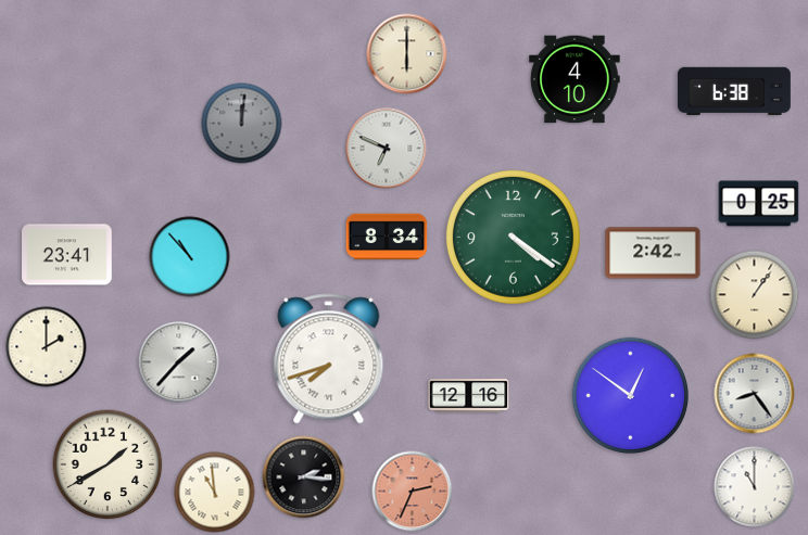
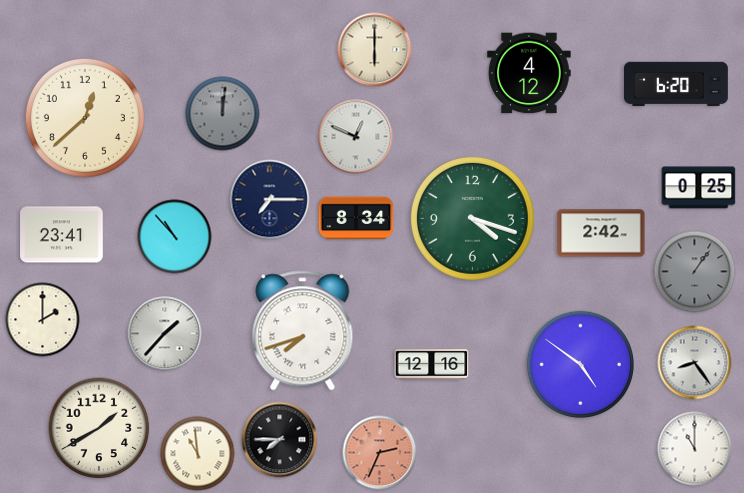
clock at (575, 79): 4:10 -> 4:12
clock at (734, 91): 6:38 -> 6:20
clock at (85, 118): none -> 12:38
clock at (387, 149): 6:49 -> 12:49
clock at (270, 200): none -> 7:15
clock at (513, 237): 4:21 -> 4:18
clock at (755, 295) dial: cream -> grey
clock at (631, 396): 12:51 -> 4:51
clock at (304, 477): 2:16 -> 7:45
